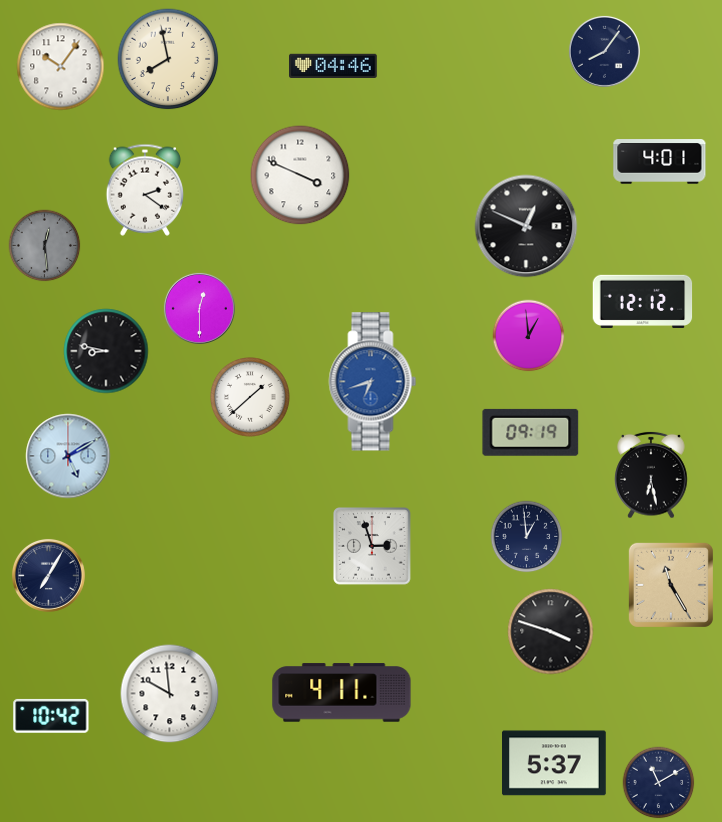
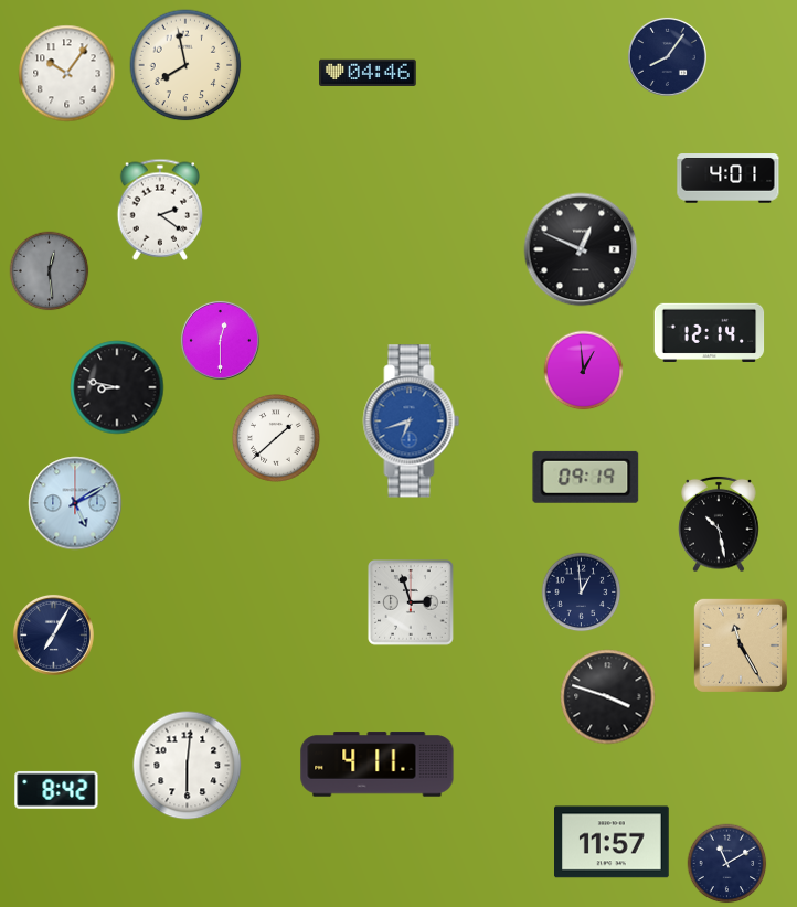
clock at (300, 175): 3:49 -> none
clock at (643, 301): 12:12 -> 12:14
clock at (651, 475): 6:28 -> 10:28
clock at (170, 694): 9:59 -> 6:01
clock at (51, 716): 10:42 -> 8:42
clock at (555, 763): 5:37 -> 11:57
